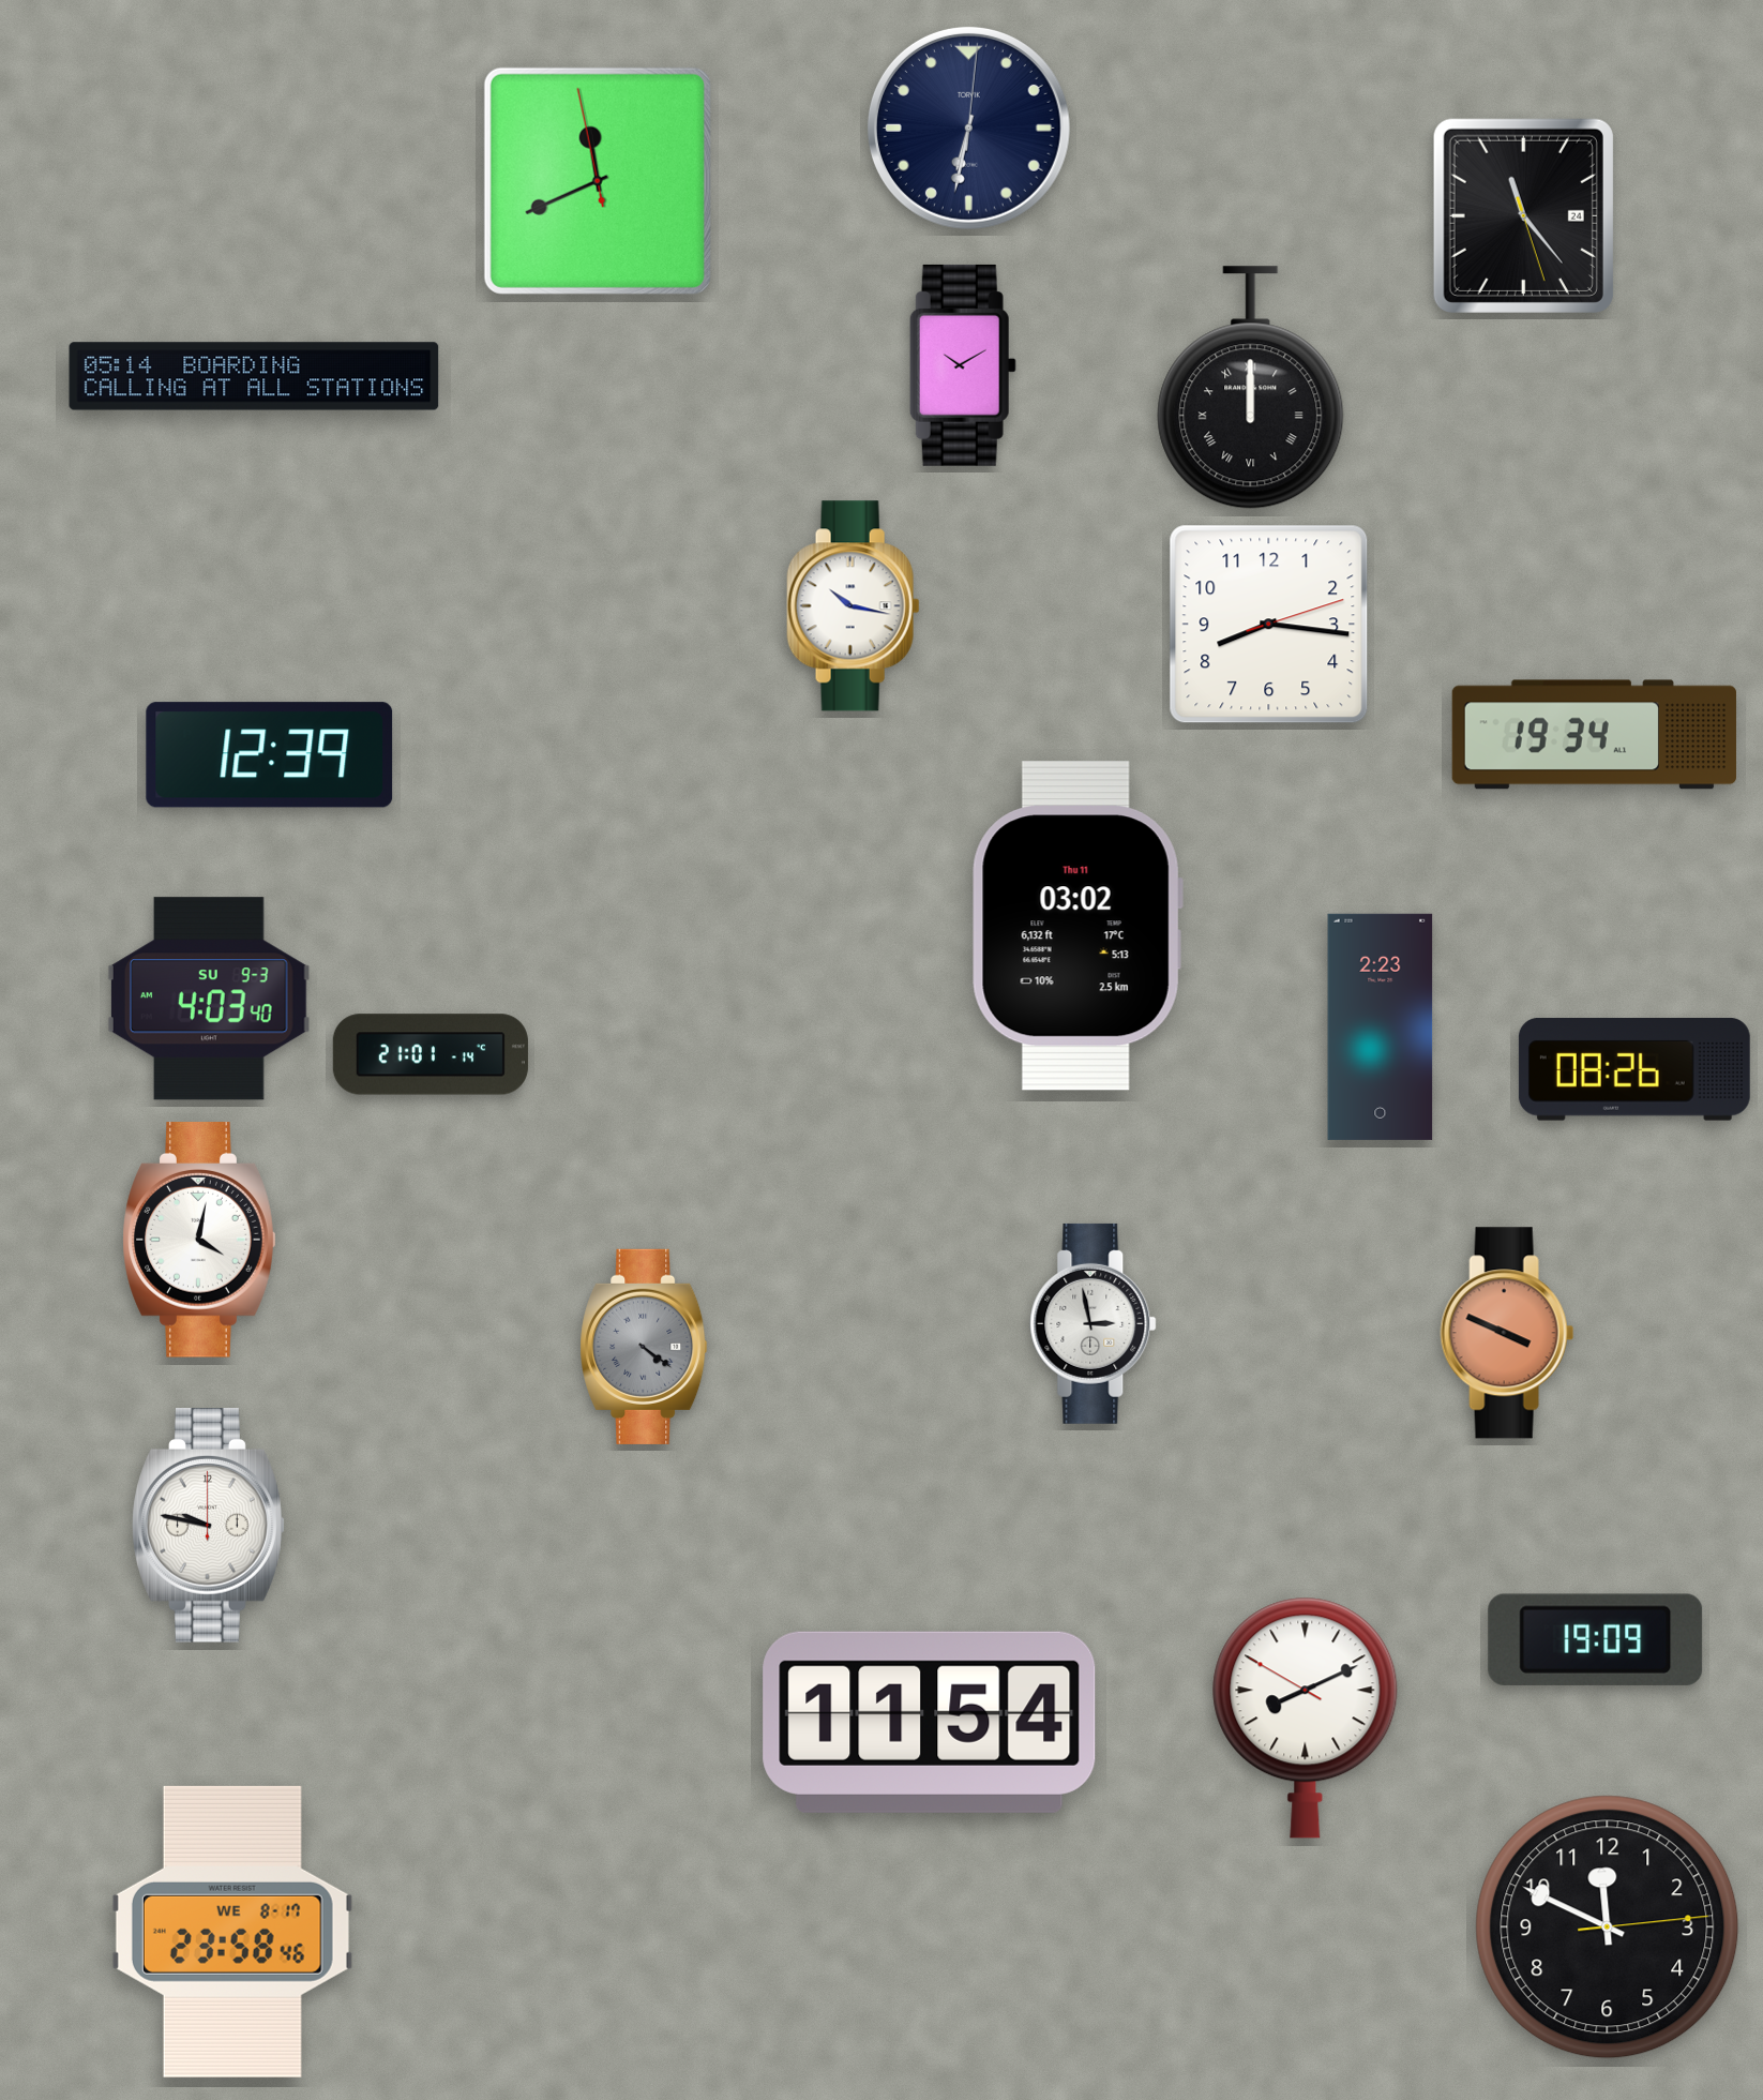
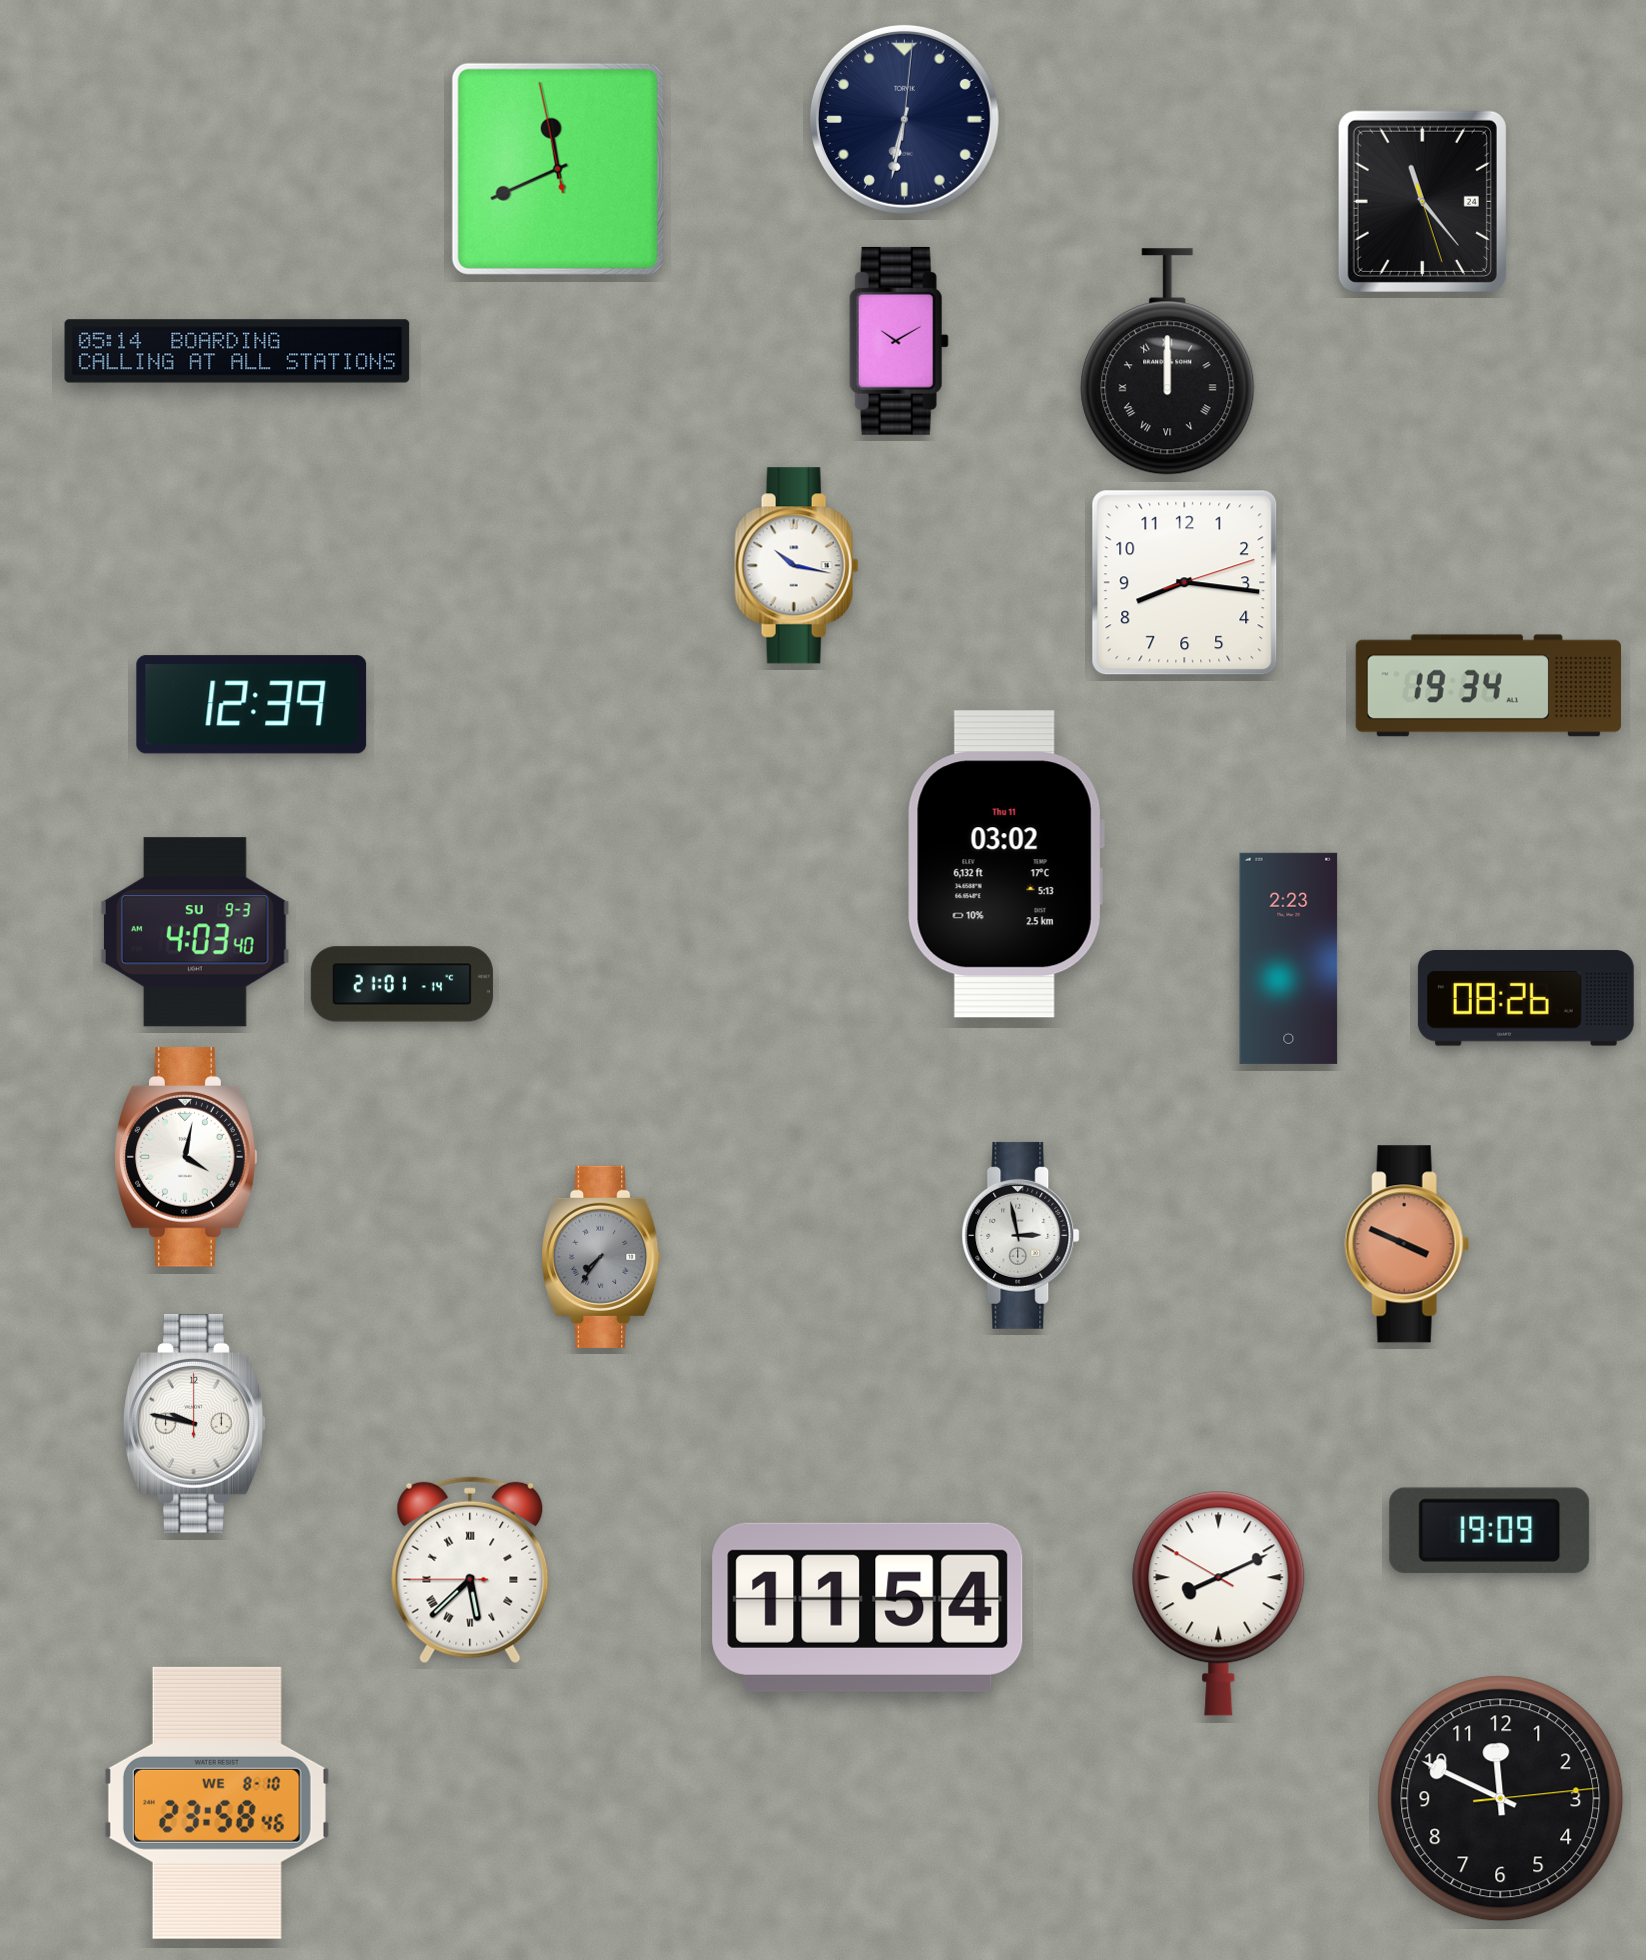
clock at (644, 1347): 4:21 -> 7:36
clock at (470, 1570): none -> 5:37
clock at (232, 1932) date: WE 8-17 -> WE 8-10
